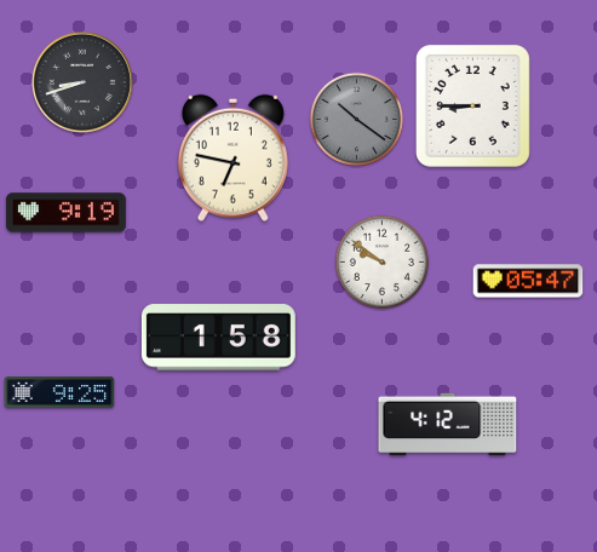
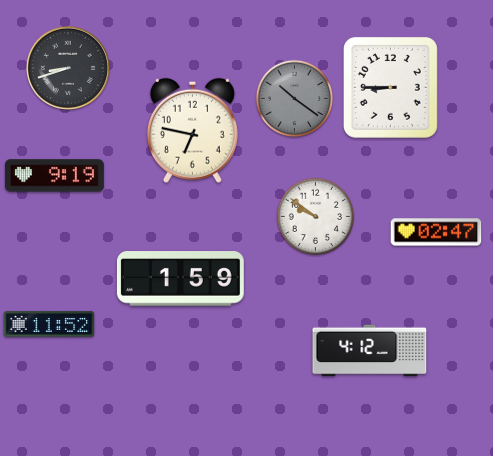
clock at (528, 281): 05:47 -> 02:47
clock at (218, 338): 1:58 -> 1:59
clock at (59, 392): 9:25 -> 11:52
